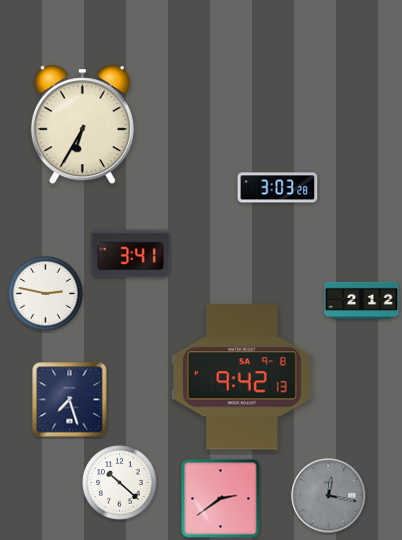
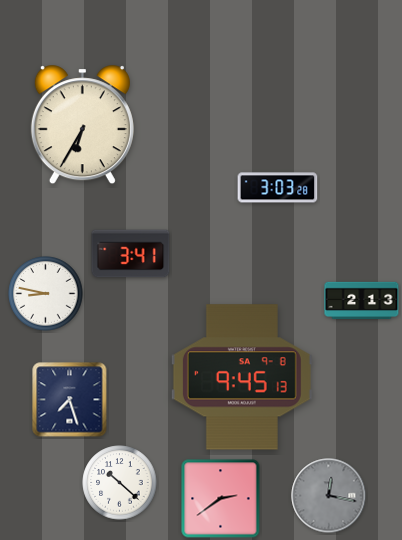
clock at (46, 294): 2:47 -> 8:47
clock at (362, 301): 2:12 -> 2:13
clock at (242, 377): 9:42 -> 9:45
